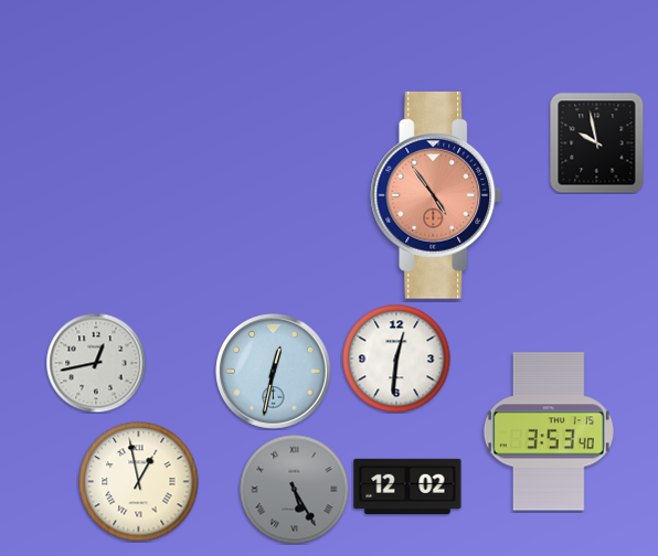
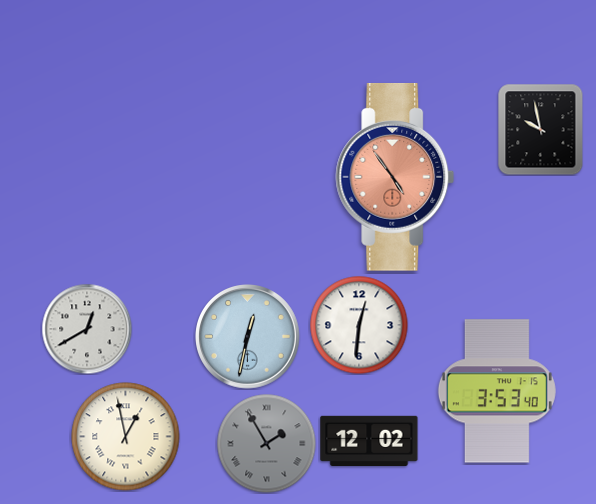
clock at (96, 363): 12:43 -> 12:40
clock at (295, 490): 5:25 -> 1:55
